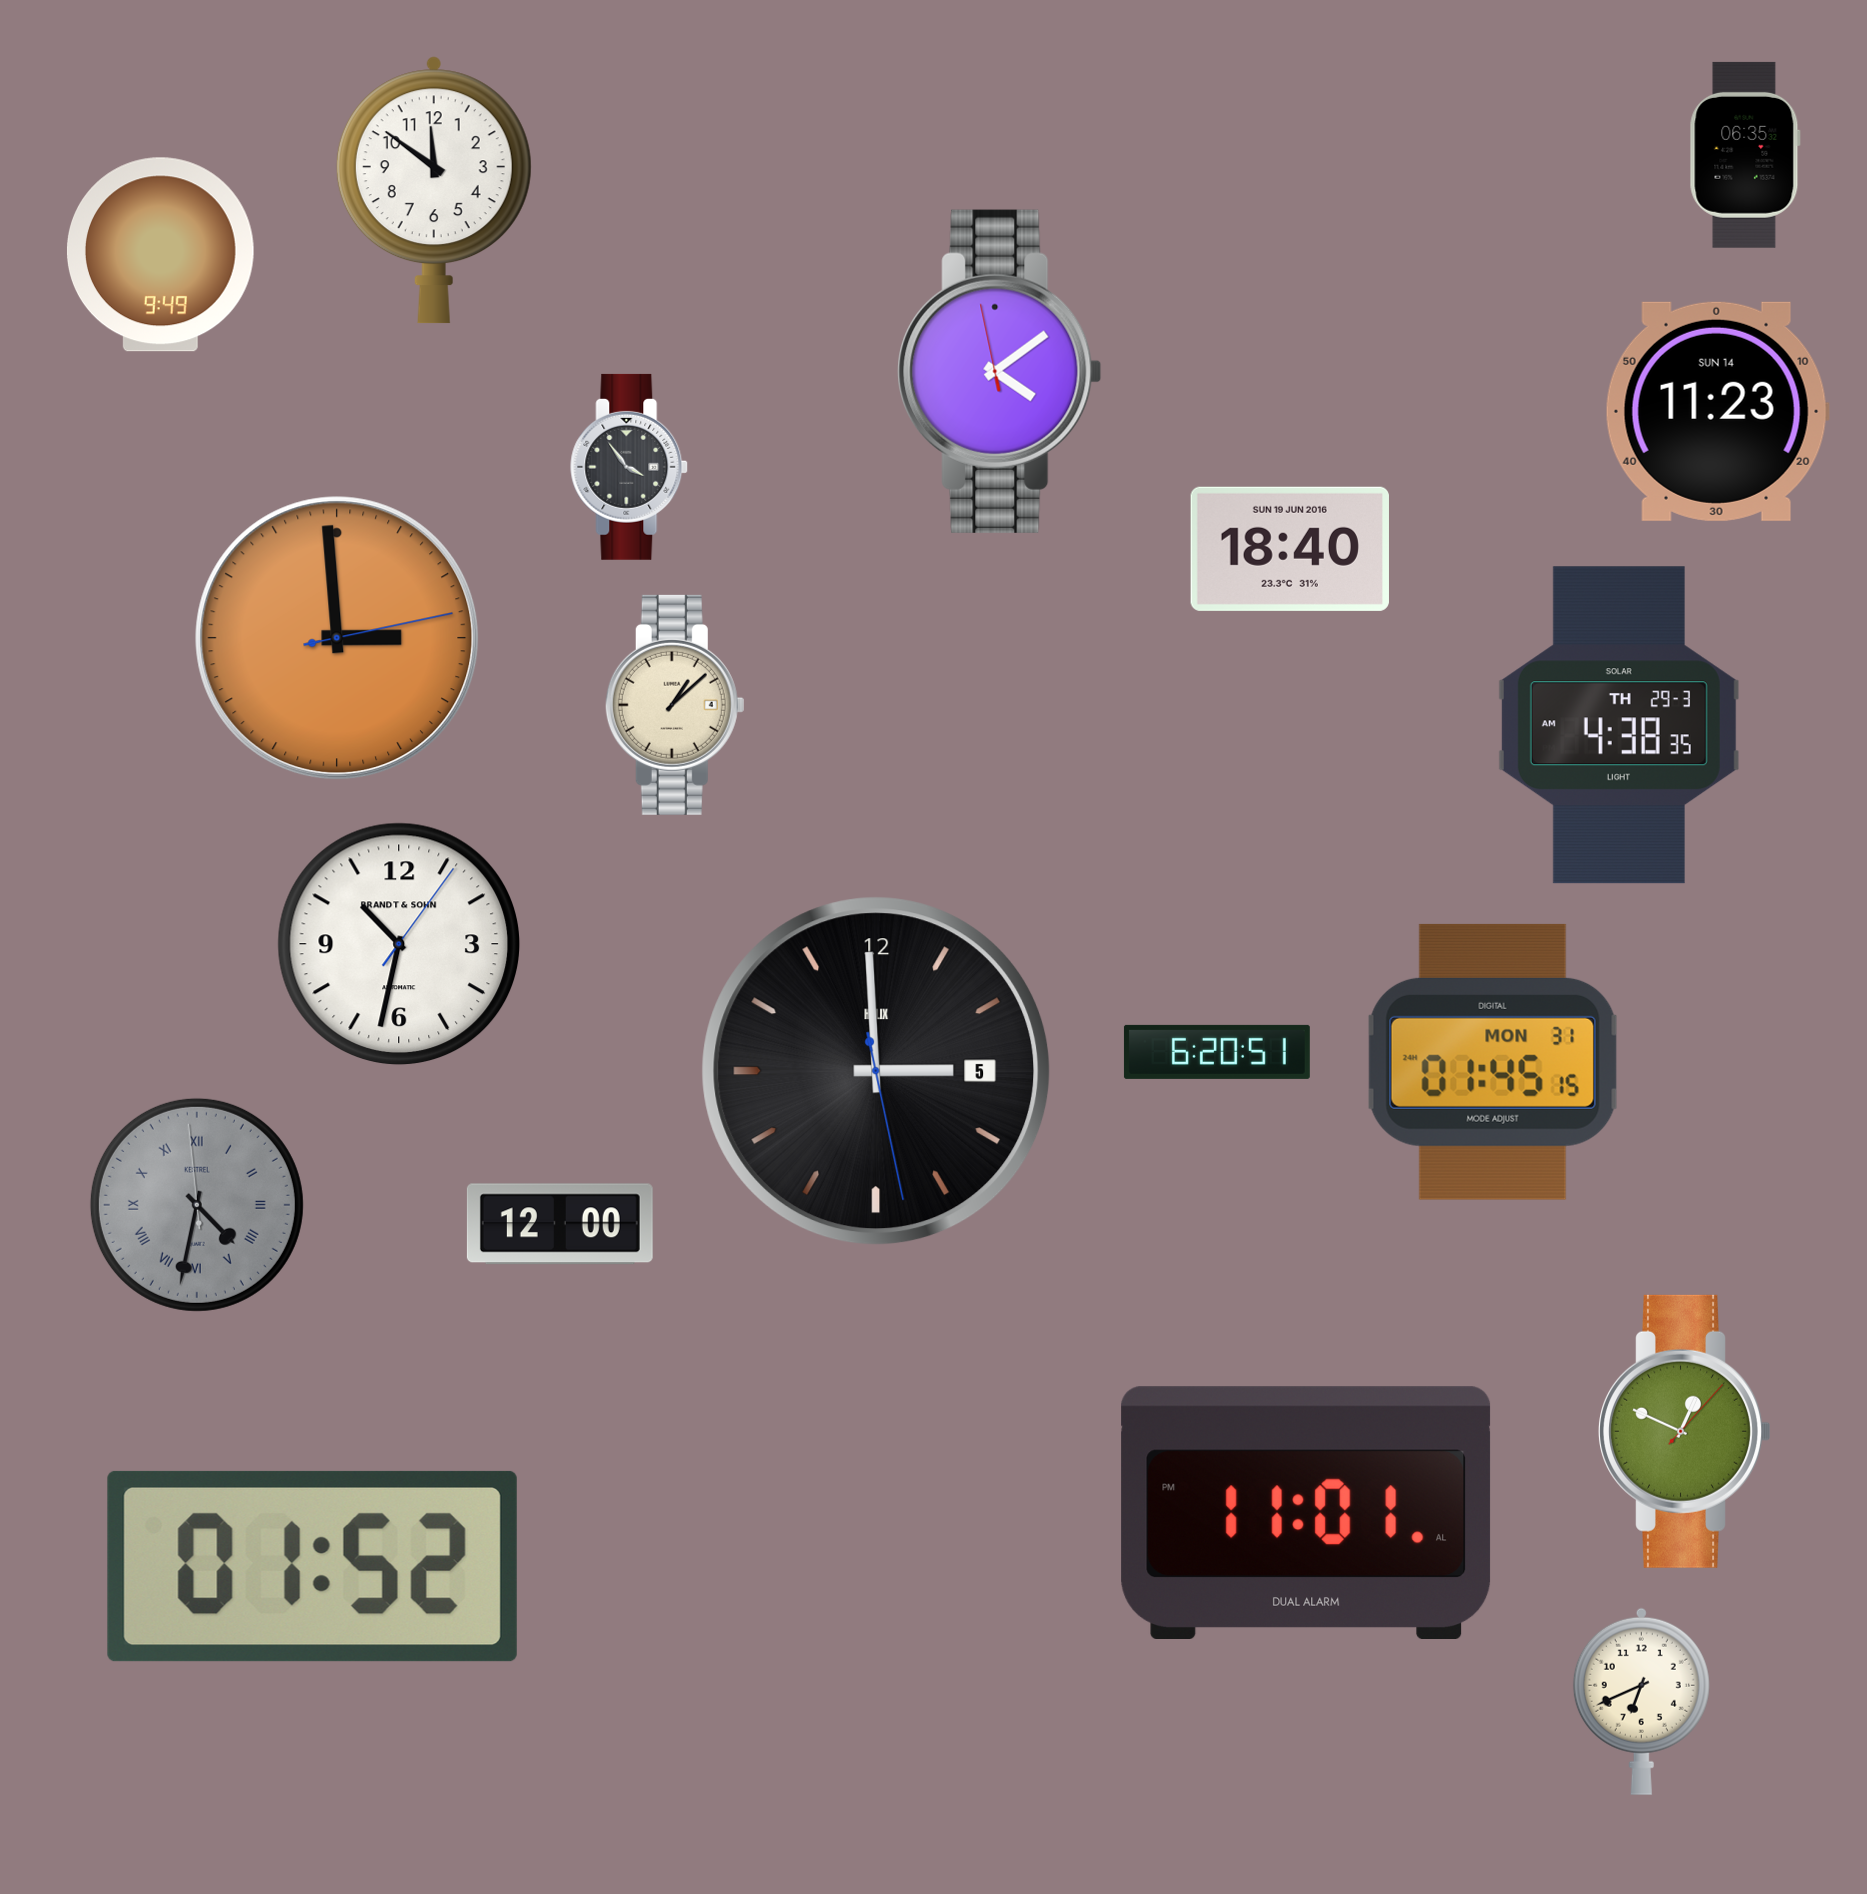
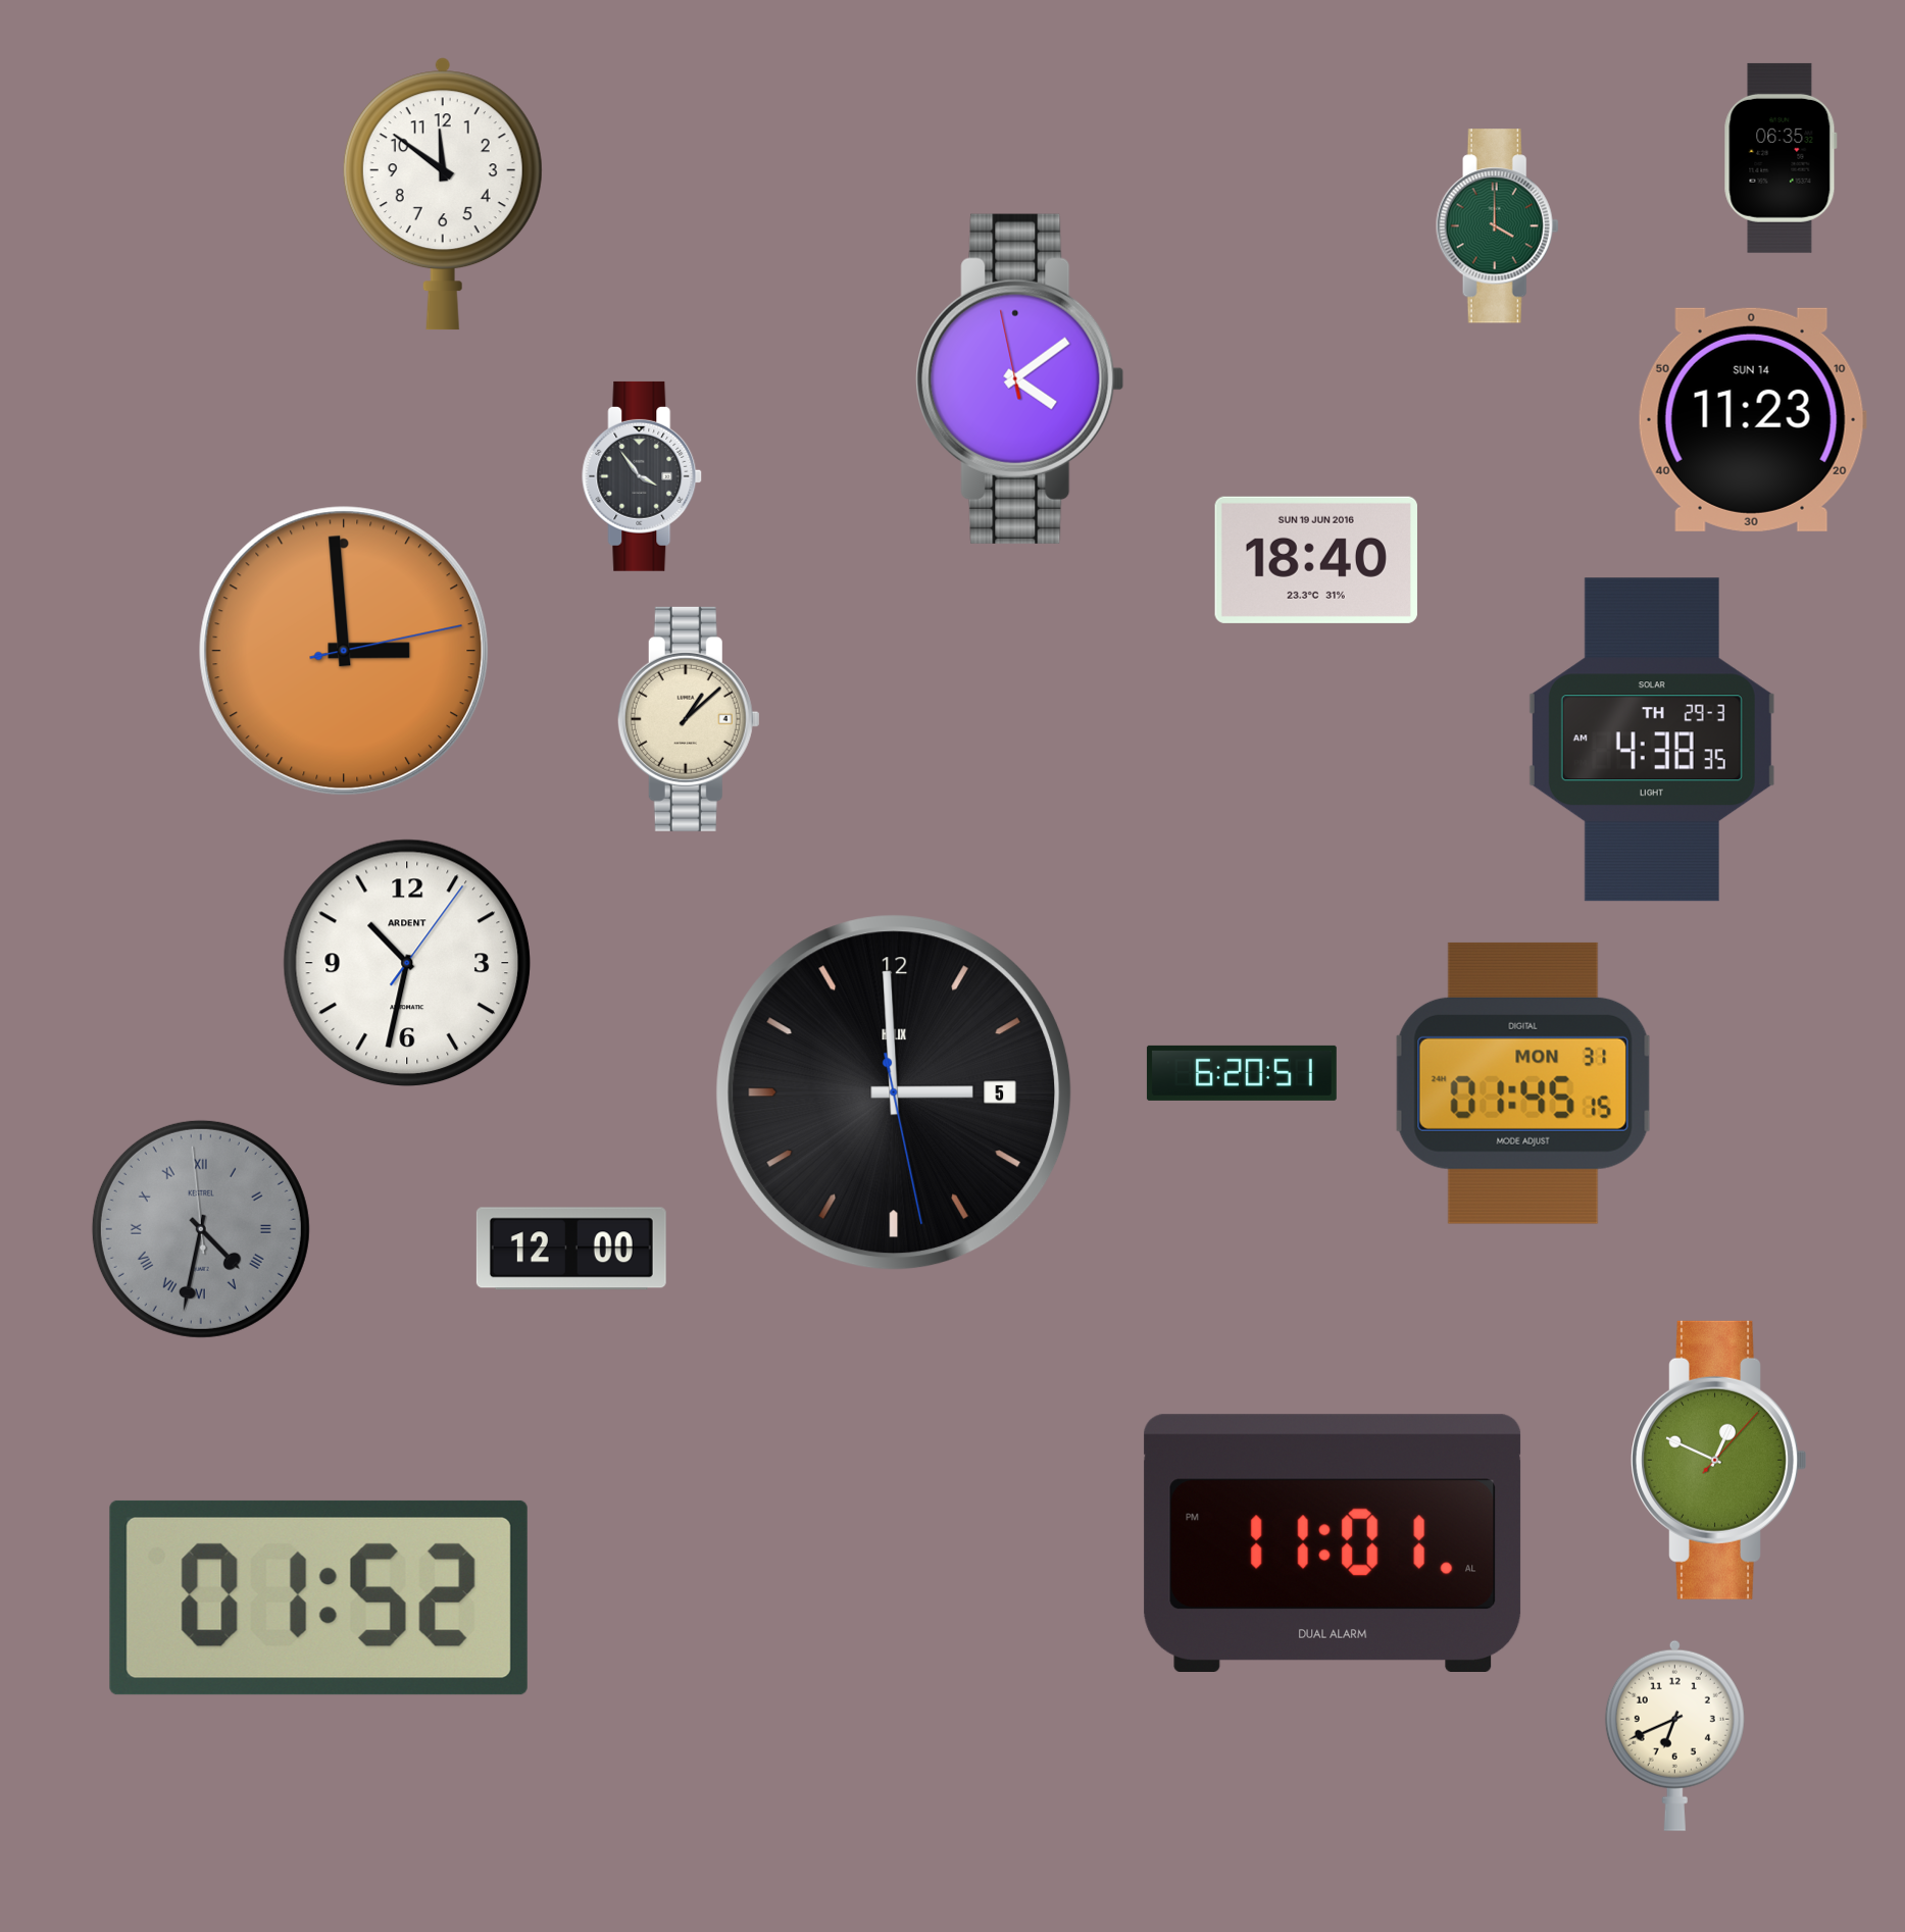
clock at (1497, 226): none -> 4:00
clock at (160, 255): 9:49 -> none
clock at (399, 944) brand: BRANDT & SOHN -> ARDENT
